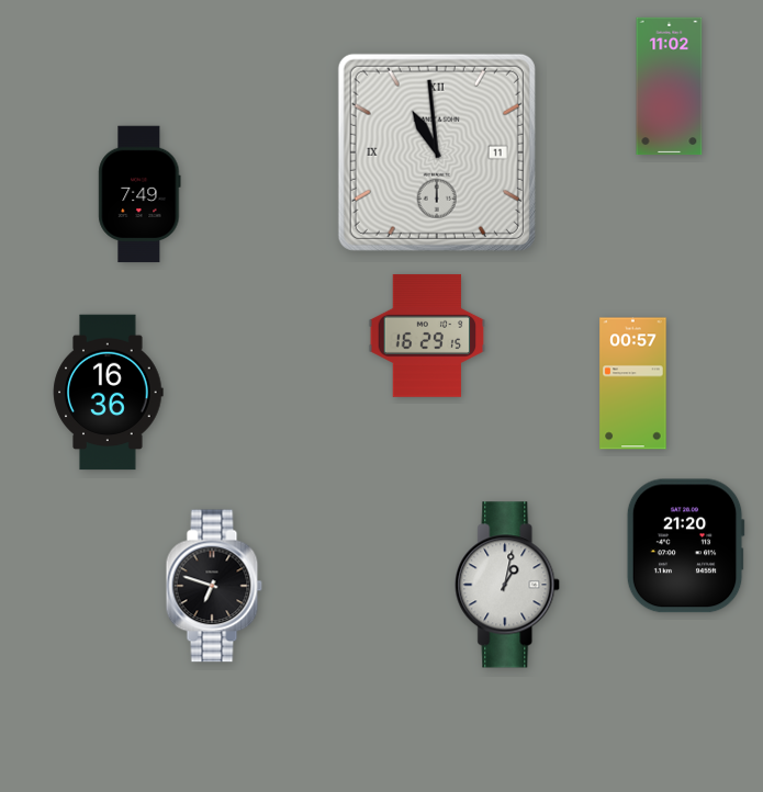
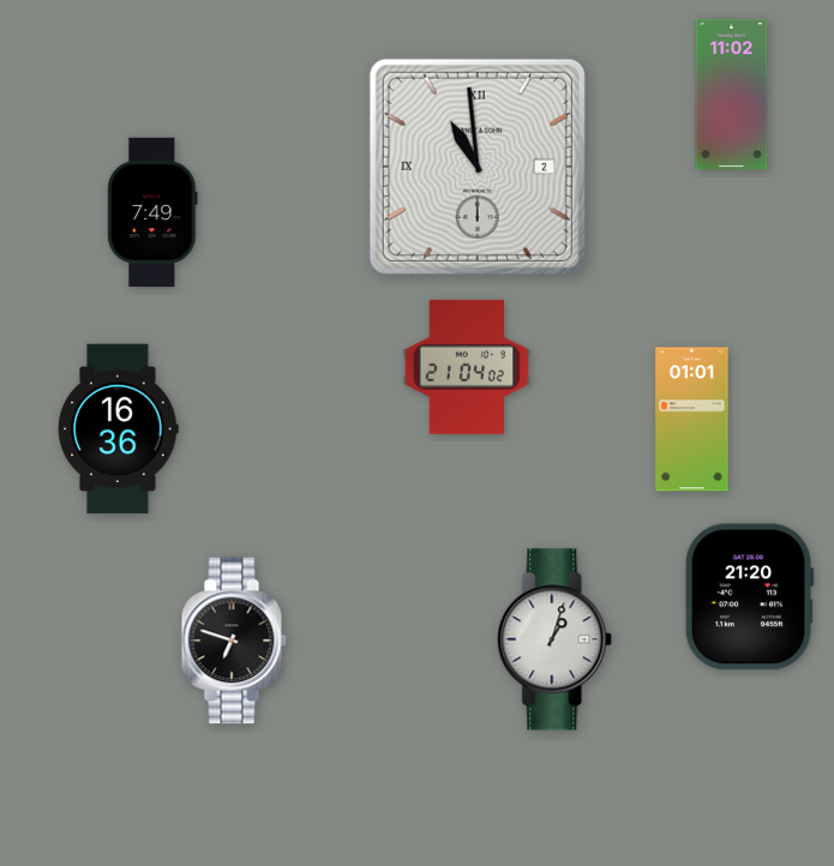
clock at (437, 152) date: 11 -> 2
clock at (427, 336): 16:29 -> 21:04
clock at (633, 384): 00:57 -> 01:01
clock at (508, 585): 1:02 -> 1:03
